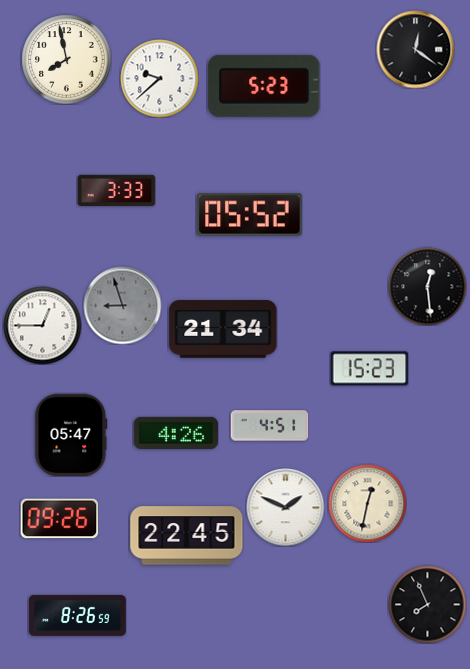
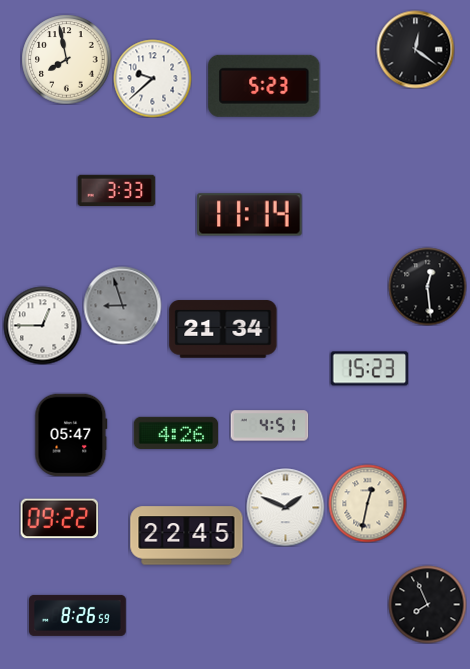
clock at (159, 78) position: (159, 78) -> (152, 78)
clock at (250, 215): 05:52 -> 11:14
clock at (59, 519): 09:26 -> 09:22
